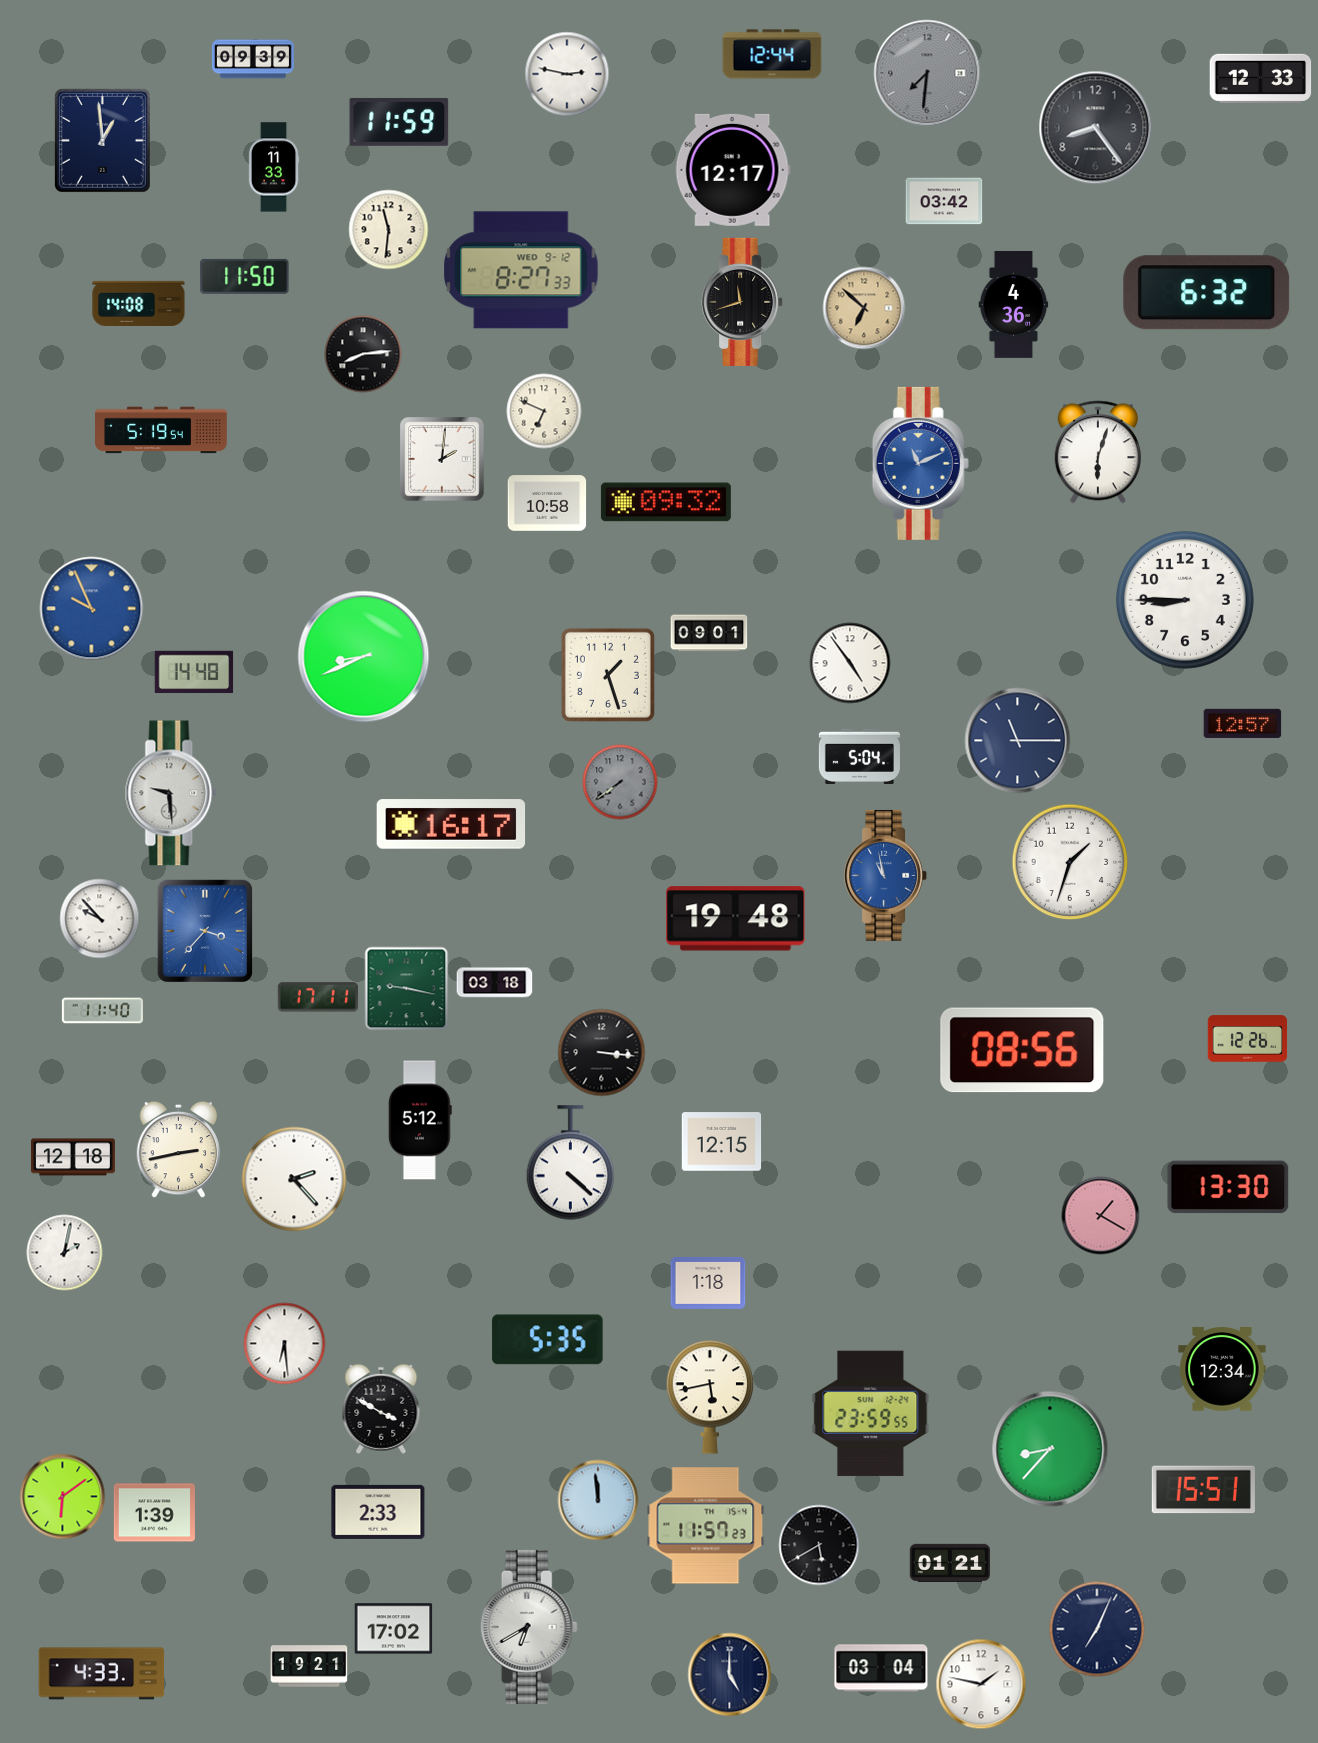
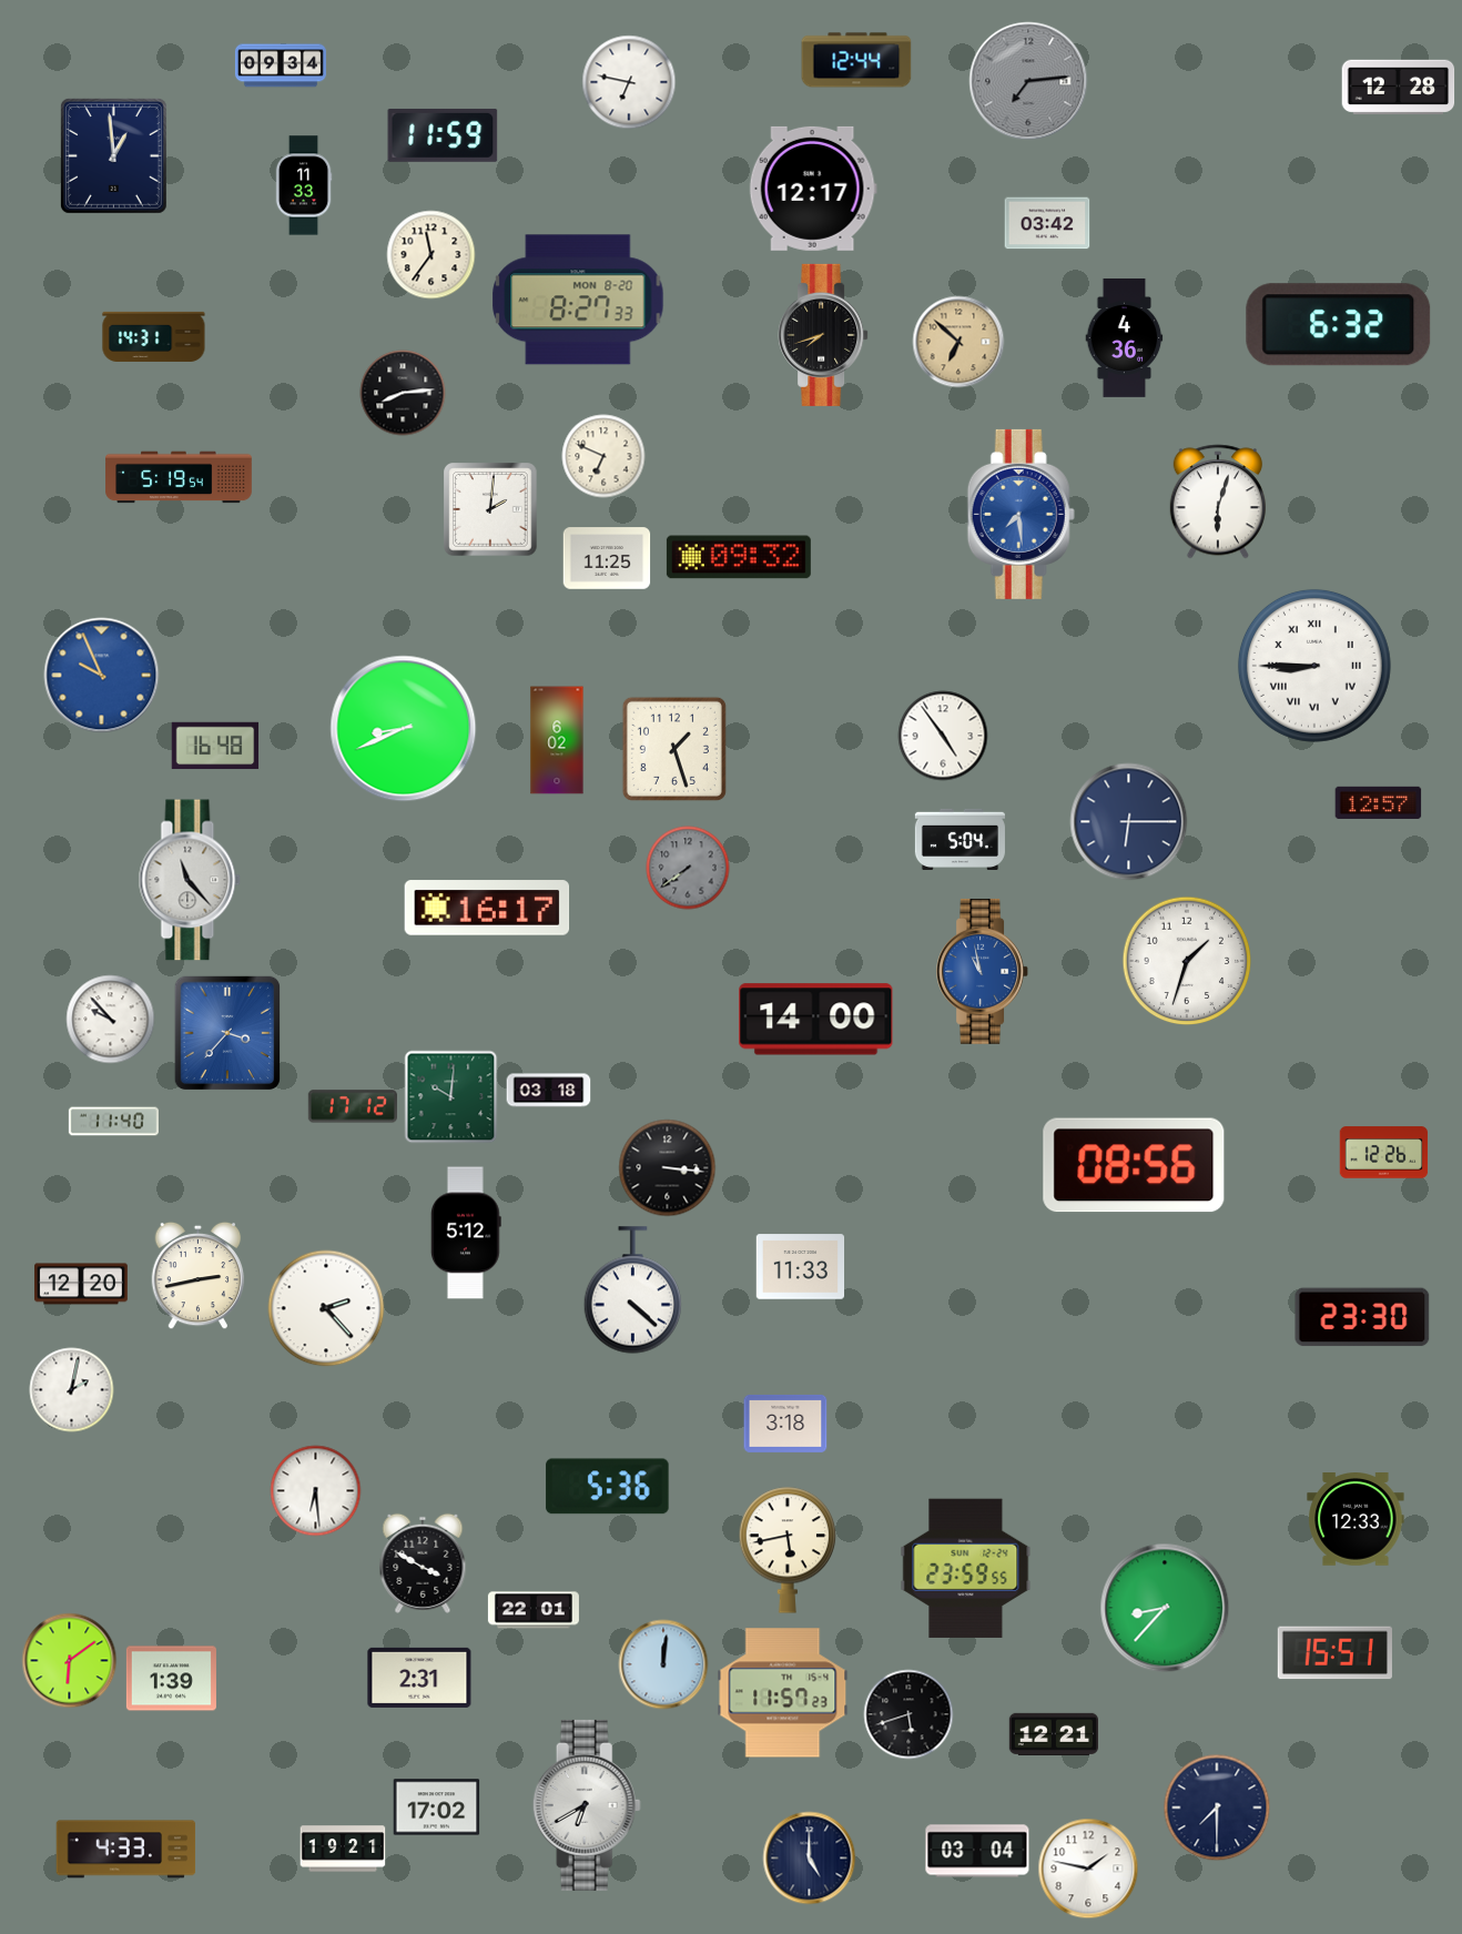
clock at (253, 59): 09:39 -> 09:34
clock at (927, 73): 7:31 -> 7:14
clock at (567, 74): 2:47 -> 6:47
clock at (1261, 78): 12:33 -> 12:28
clock at (1096, 128): 8:24 -> none
clock at (389, 230): 11:31 -> 11:36
clock at (521, 270) date: WED 9-12 -> MON 8-20
clock at (245, 276): 11:50 -> none
clock at (742, 302): 11:42 -> 7:42
clock at (139, 303): 14:08 -> 14:31
clock at (920, 463): 11:11 -> 7:29
clock at (547, 503): 10:58 -> 11:25
clock at (1185, 600) numerals: Arabic -> Roman
clock at (709, 633): 09:01 -> none
clock at (557, 740): none -> 6:02
clock at (194, 672): 14:48 -> 16:48
clock at (1018, 741): 11:15 -> 6:15
clock at (859, 756) position: (859, 756) -> (960, 839)
clock at (171, 793): 9:29 -> 11:23
clock at (451, 824) position: (451, 824) -> (487, 908)
clock at (1070, 862) position: (1070, 862) -> (1187, 961)
clock at (736, 919): 19:48 -> 14:00
clock at (407, 989): 9:17 -> 10:01
clock at (318, 997): 17:11 -> 17:12
clock at (420, 1120) position: (420, 1120) -> (466, 1233)
clock at (722, 1142): 12:15 -> 11:33
clock at (74, 1157): 12:18 -> 12:20
clock at (1228, 1187): 13:30 -> 23:30
clock at (1101, 1216): 1:20 -> none
clock at (708, 1283): 1:18 -> 3:18
clock at (548, 1340): 5:35 -> 5:36
clock at (1222, 1370): 12:34 -> 12:33
clock at (534, 1610): none -> 22:01
clock at (598, 1500): 11:59 -> 12:01
clock at (378, 1512): 2:33 -> 2:31
clock at (819, 1545): 5:40 -> 5:42
clock at (950, 1563): 01:21 -> 12:21
clock at (1097, 1629): 7:04 -> 7:30
clock at (102, 1674) position: (102, 1674) -> (126, 1850)
